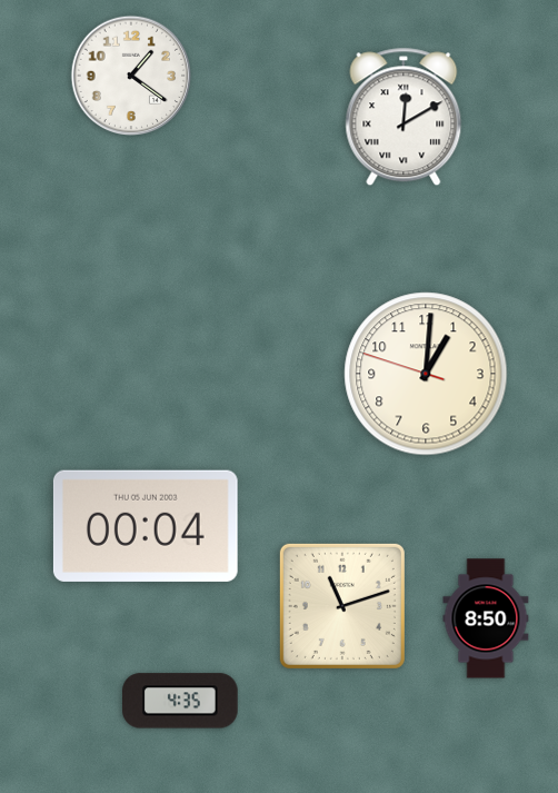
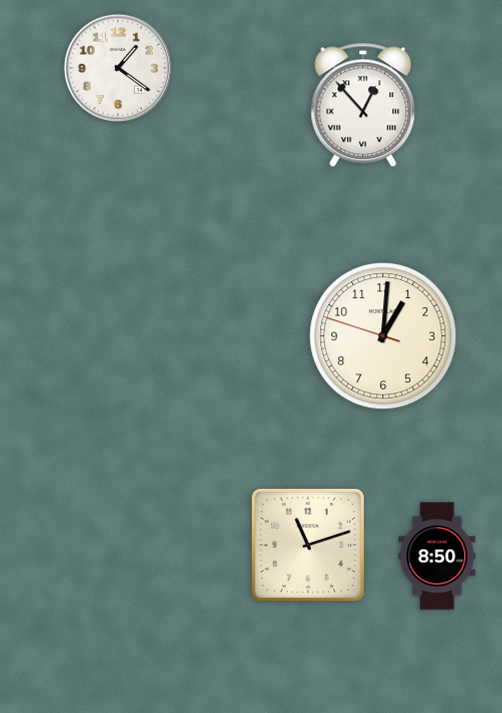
clock at (403, 117): 12:10 -> 12:53
clock at (146, 526): 00:04 -> none
clock at (181, 701): 4:35 -> none
